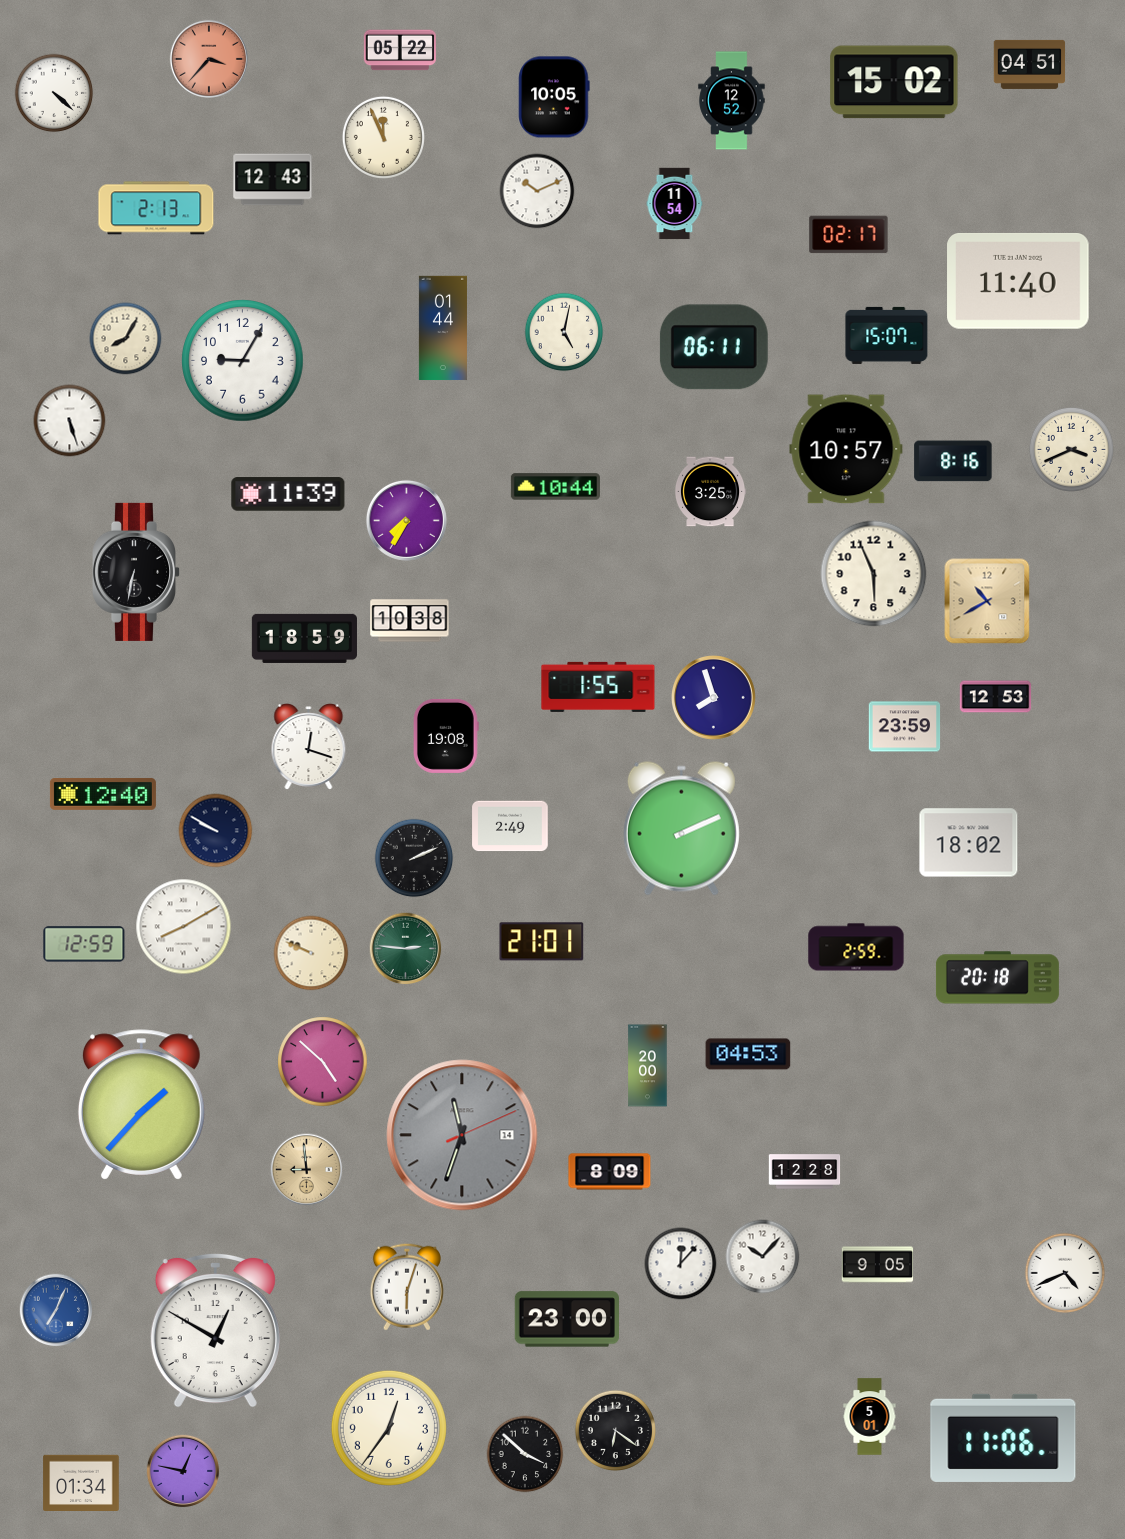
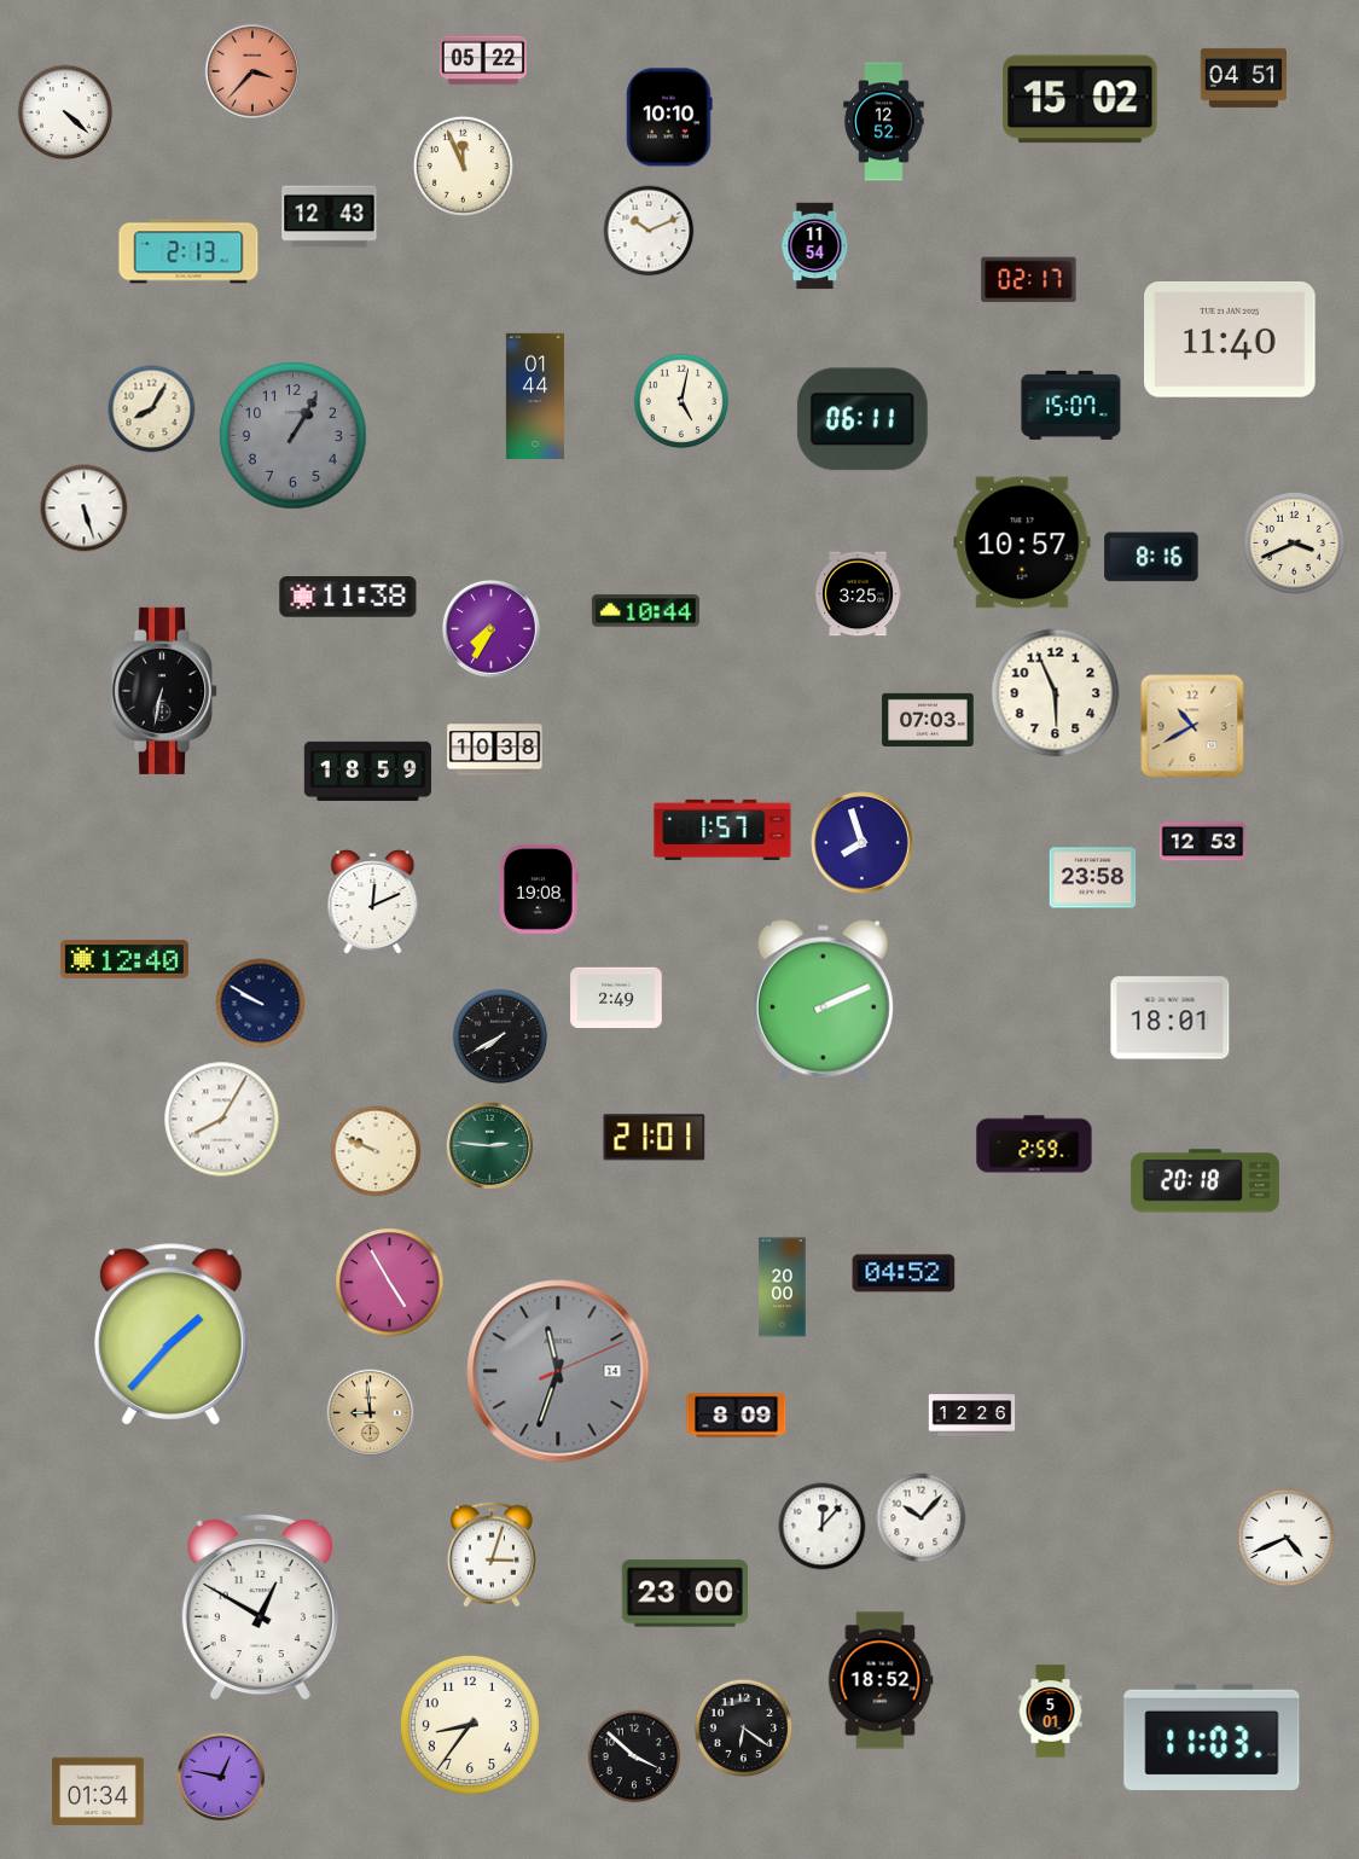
clock at (554, 97): 10:05 -> 10:10
clock at (849, 235) position: (849, 235) -> (1029, 280)
clock at (243, 361): 9:05 -> 1:05
clock at (243, 361) dial: white -> grey
clock at (555, 487) position: (555, 487) -> (645, 611)
clock at (288, 494): 11:39 -> 11:38
clock at (928, 720): none -> 07:03
clock at (598, 687): 1:55 -> 1:57
clock at (905, 727): 23:59 -> 23:58
clock at (309, 747): 12:18 -> 12:11
clock at (969, 843): 18:02 -> 18:01
clock at (414, 858): 2:11 -> 7:40
clock at (184, 927): 8:10 -> 8:05
clock at (84, 944): 12:59 -> none
clock at (748, 1054): 04:53 -> 04:52
clock at (323, 1062): 4:52 -> 4:55
clock at (805, 1172): 12:28 -> 12:26
clock at (878, 1265): 9:05 -> none
clock at (407, 1287): 6:03 -> 3:03
clock at (56, 1310): 7:04 -> none
clock at (881, 1680): none -> 18:52
clock at (389, 1428): 12:36 -> 8:36
clock at (1003, 1438): 11:06 -> 11:03
